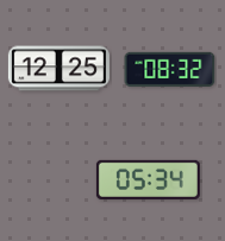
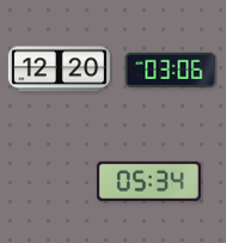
clock at (58, 69): 12:25 -> 12:20
clock at (170, 69): 08:32 -> 03:06
